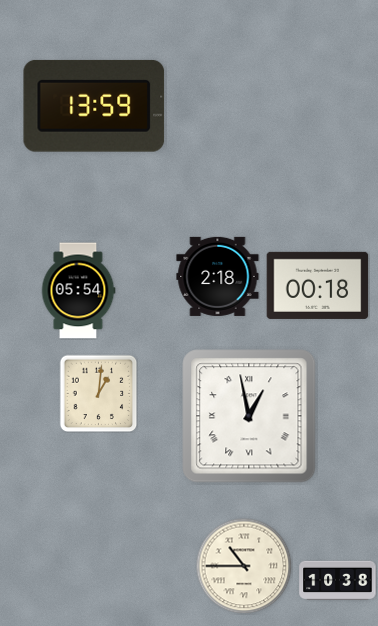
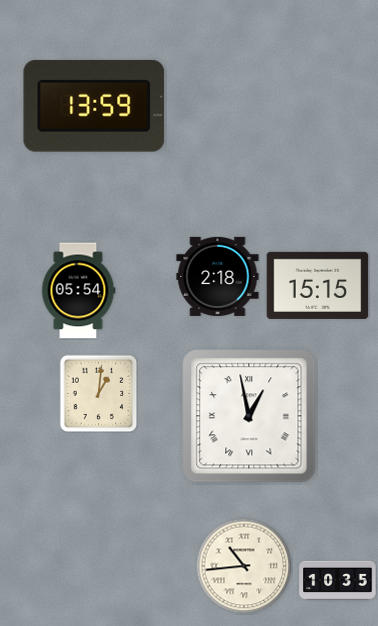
clock at (318, 285): 00:18 -> 15:15
clock at (244, 566): 10:45 -> 10:44
clock at (338, 580): 10:38 -> 10:35
